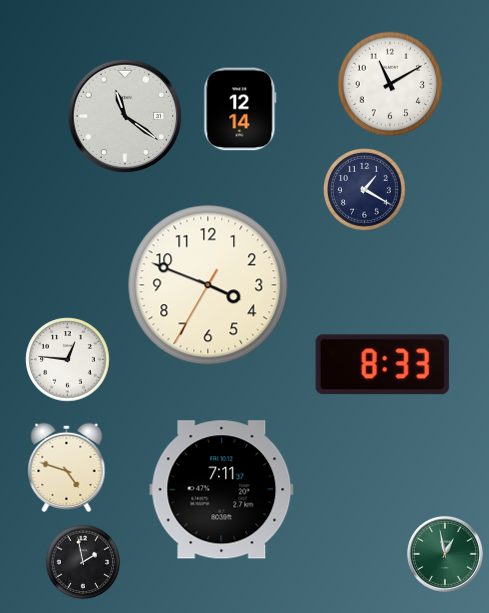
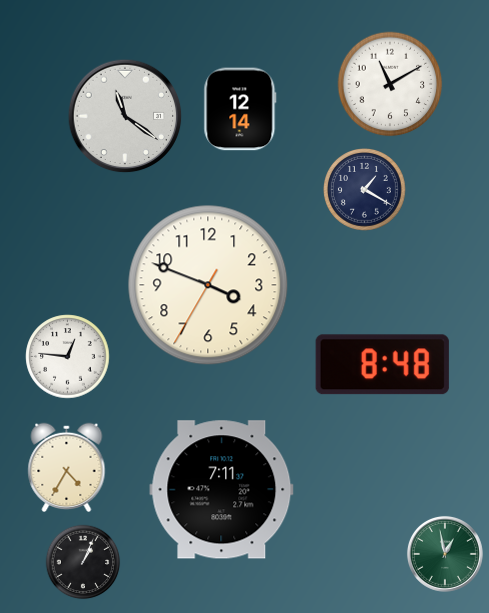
clock at (68, 360) position: (68, 360) -> (68, 357)
clock at (382, 365): 8:33 -> 8:48
clock at (67, 467): 4:48 -> 4:35
clock at (83, 562): 1:58 -> 1:04
